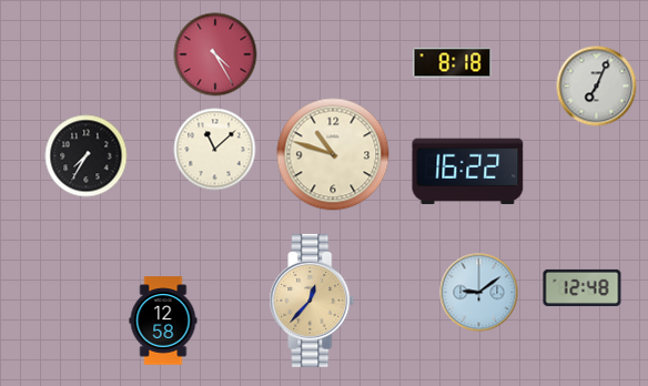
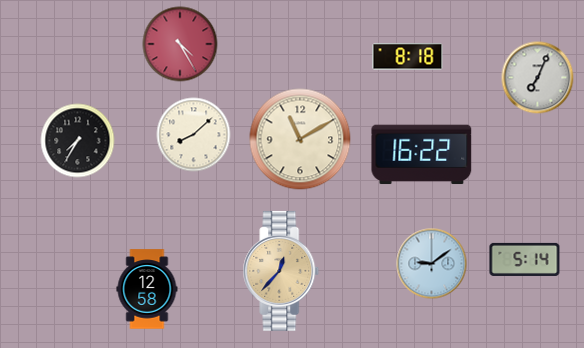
clock at (215, 54) position: (215, 54) -> (180, 44)
clock at (215, 150): 11:08 -> 8:08
clock at (333, 154): 10:48 -> 11:10
clock at (583, 287): 12:48 -> 5:14
